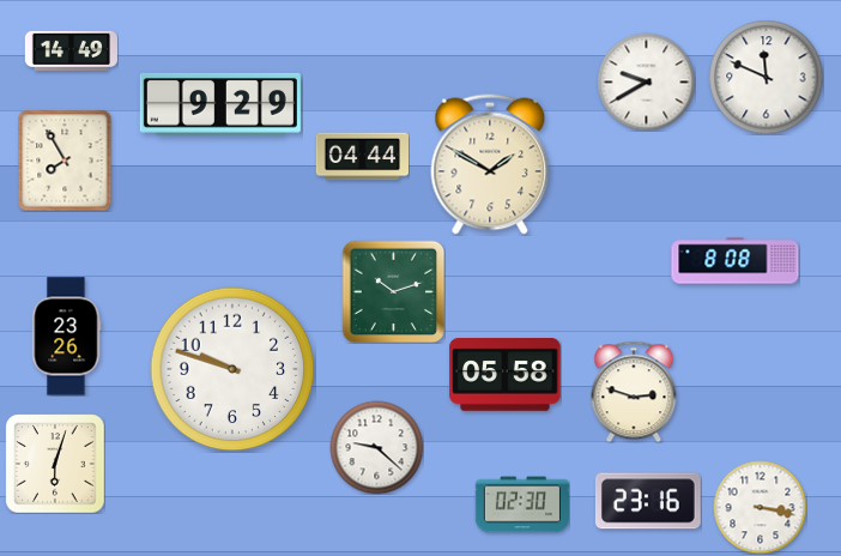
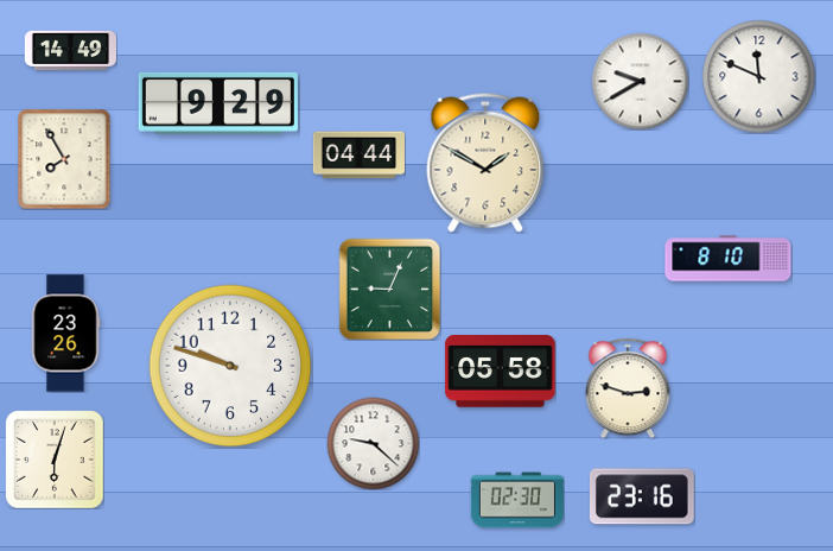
clock at (736, 261): 8:08 -> 8:10
clock at (393, 291): 10:12 -> 9:04
clock at (760, 507): 3:17 -> none
